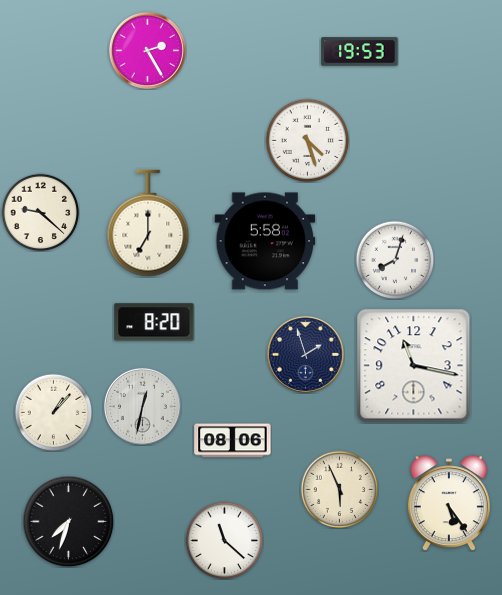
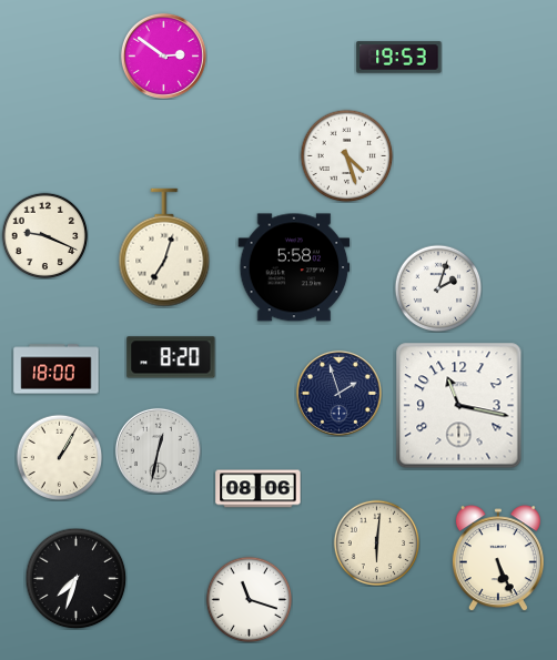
clock at (147, 50): 2:25 -> 2:51
clock at (307, 140) position: (307, 140) -> (346, 155)
clock at (40, 212): 9:22 -> 9:19
clock at (148, 223): 7:00 -> 7:03
clock at (395, 260): 8:03 -> 2:03
clock at (57, 369): none -> 18:00
clock at (53, 412): 1:07 -> 1:05
clock at (339, 489): 5:56 -> 6:01
clock at (449, 503): 5:24 -> 5:26
clock at (224, 540): 11:22 -> 11:18
